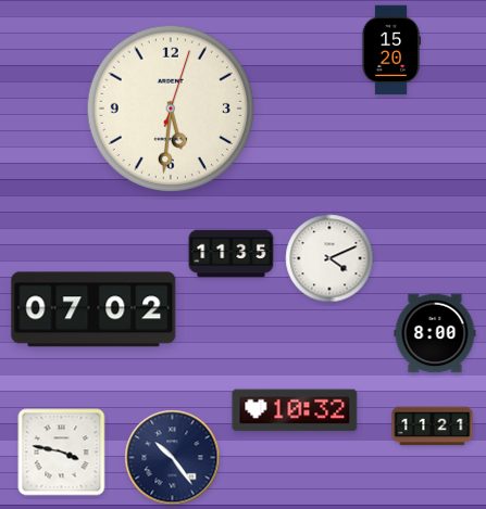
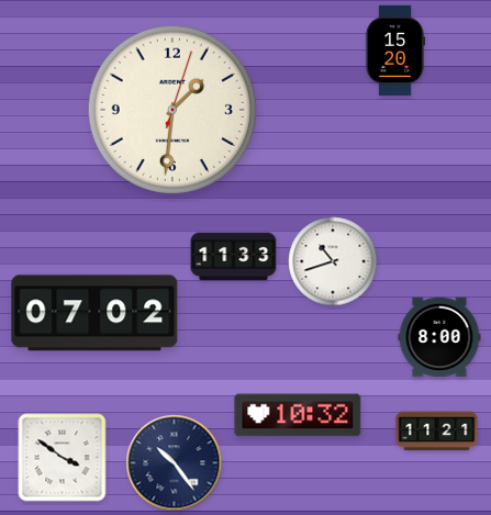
clock at (170, 107): 5:31 -> 1:31
clock at (232, 254): 11:35 -> 11:33
clock at (329, 258): 4:11 -> 10:42
clock at (62, 453): 3:47 -> 3:51
